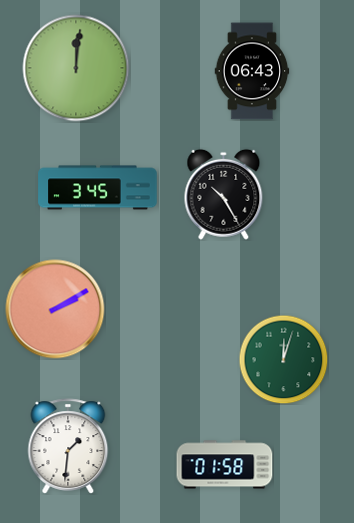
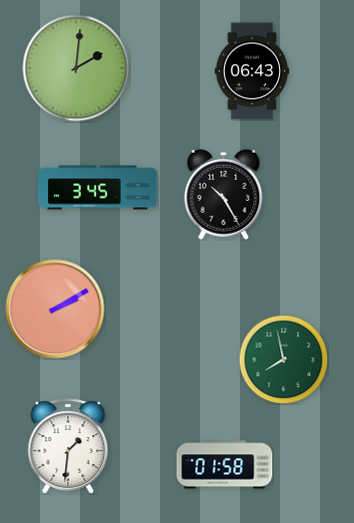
clock at (76, 68): 12:01 -> 2:01
clock at (283, 359): 12:03 -> 7:58
